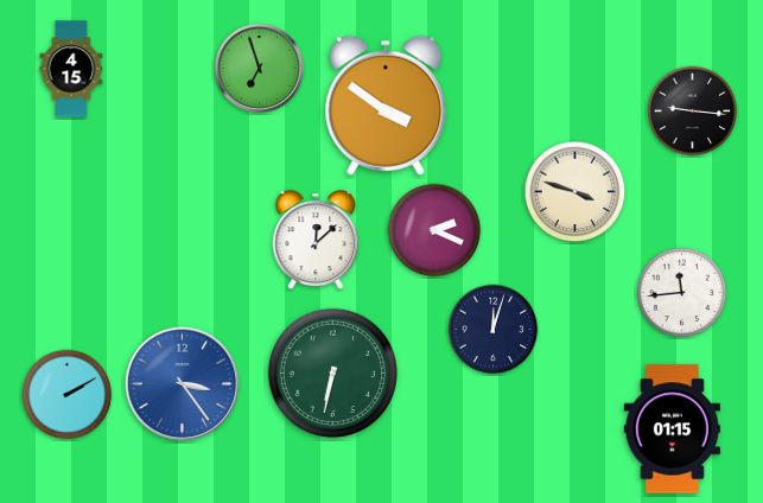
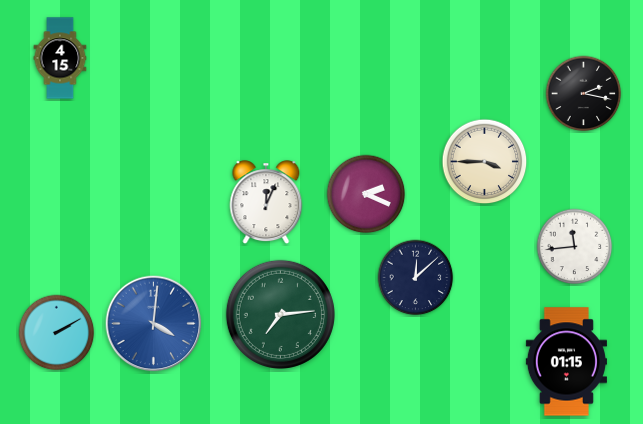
clock at (259, 68): 6:57 -> none
clock at (386, 106): 3:51 -> none
clock at (693, 112): 9:16 -> 2:17
clock at (576, 192): 3:48 -> 3:45
clock at (316, 241): 12:08 -> 12:04
clock at (494, 330): 12:03 -> 12:08
clock at (332, 373): 6:32 -> 7:14
clock at (183, 384): 3:24 -> 4:01
